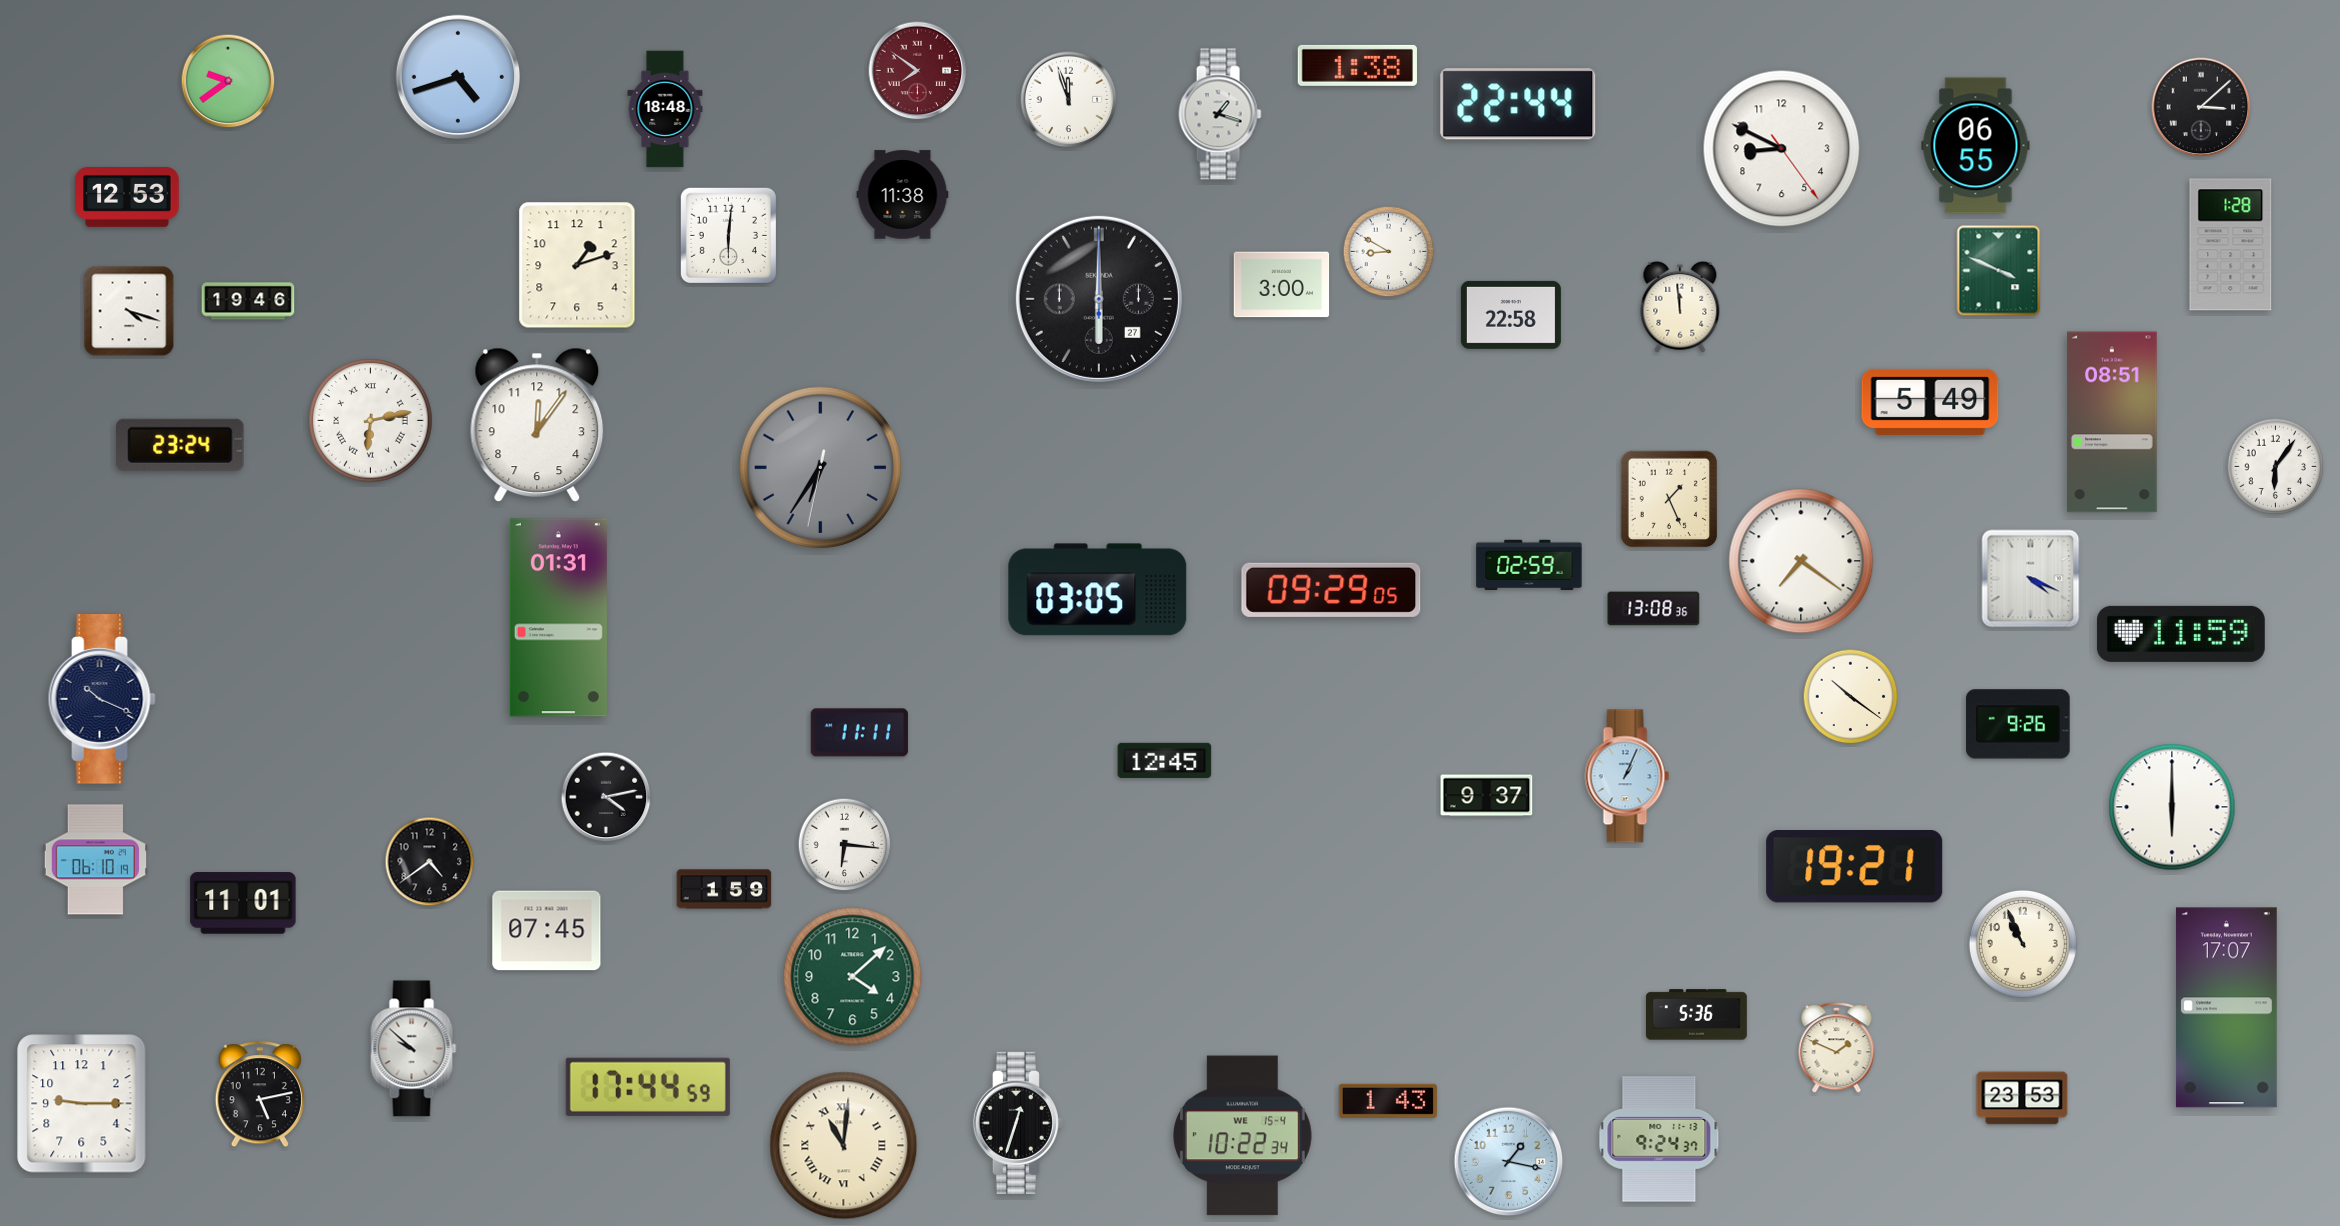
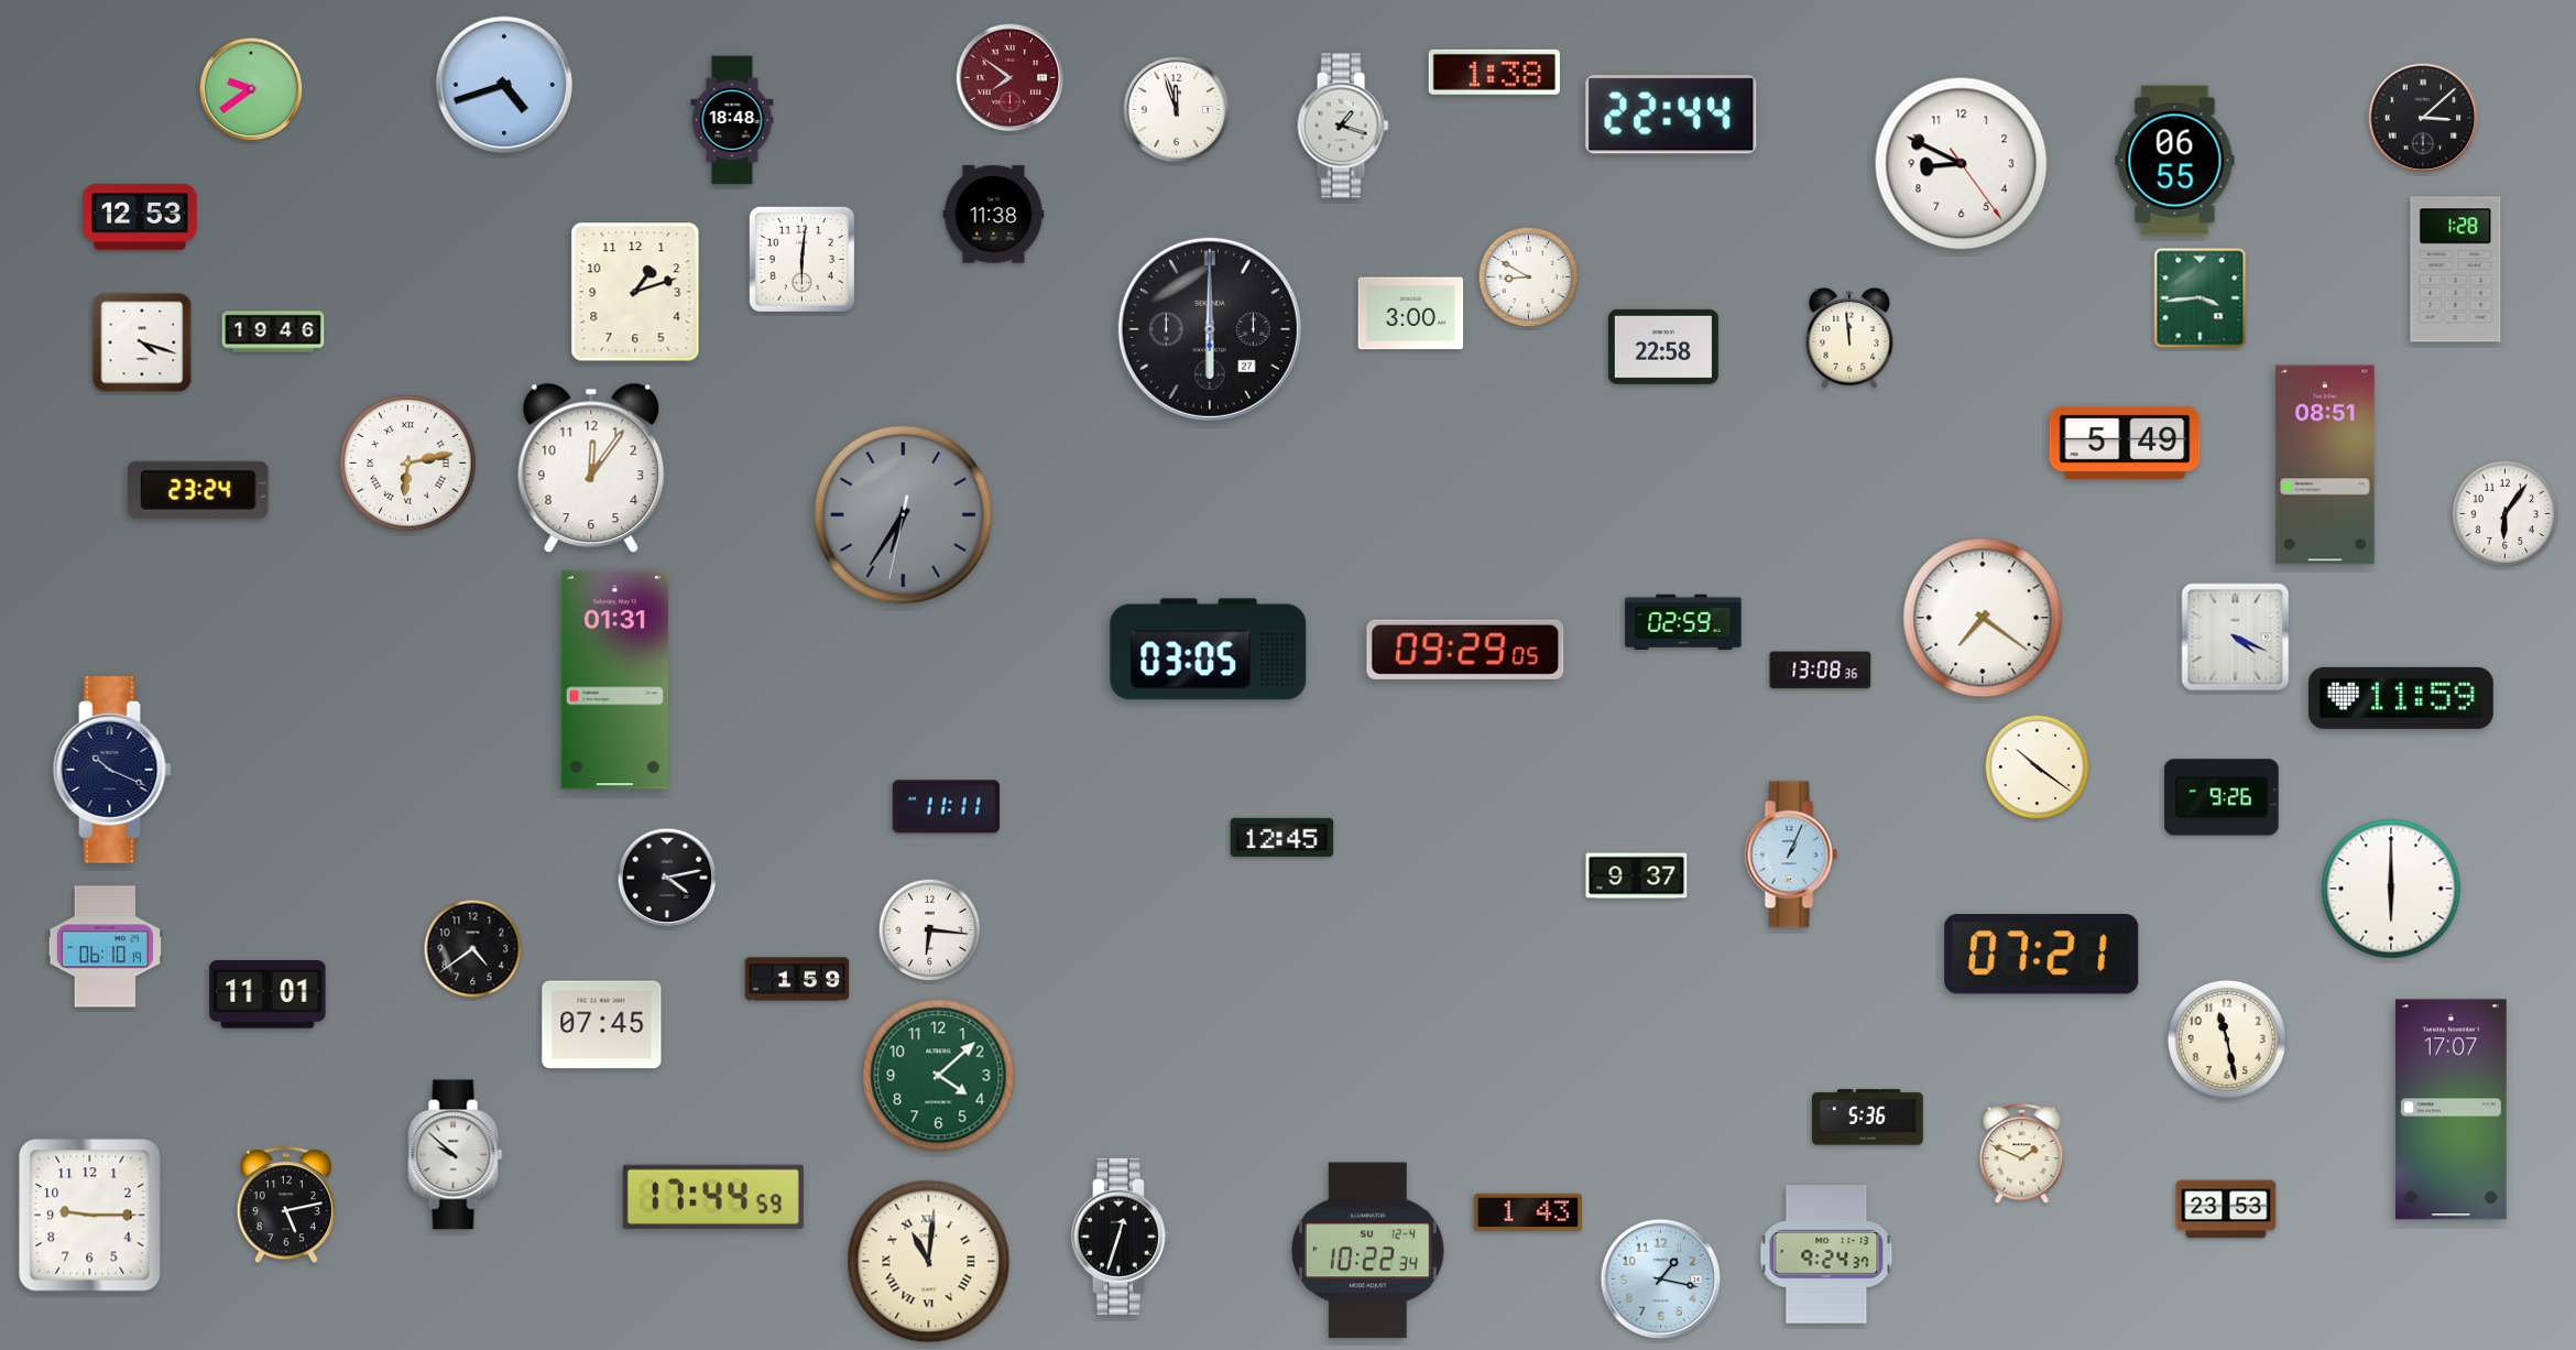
clock at (1999, 271): 3:49 -> 3:44
clock at (1669, 499): 1:26 -> none
clock at (1855, 866): 19:21 -> 07:21
clock at (2023, 944): 10:56 -> 11:28
clock at (1242, 1136) date: WE 15-4 -> SU 12-4
